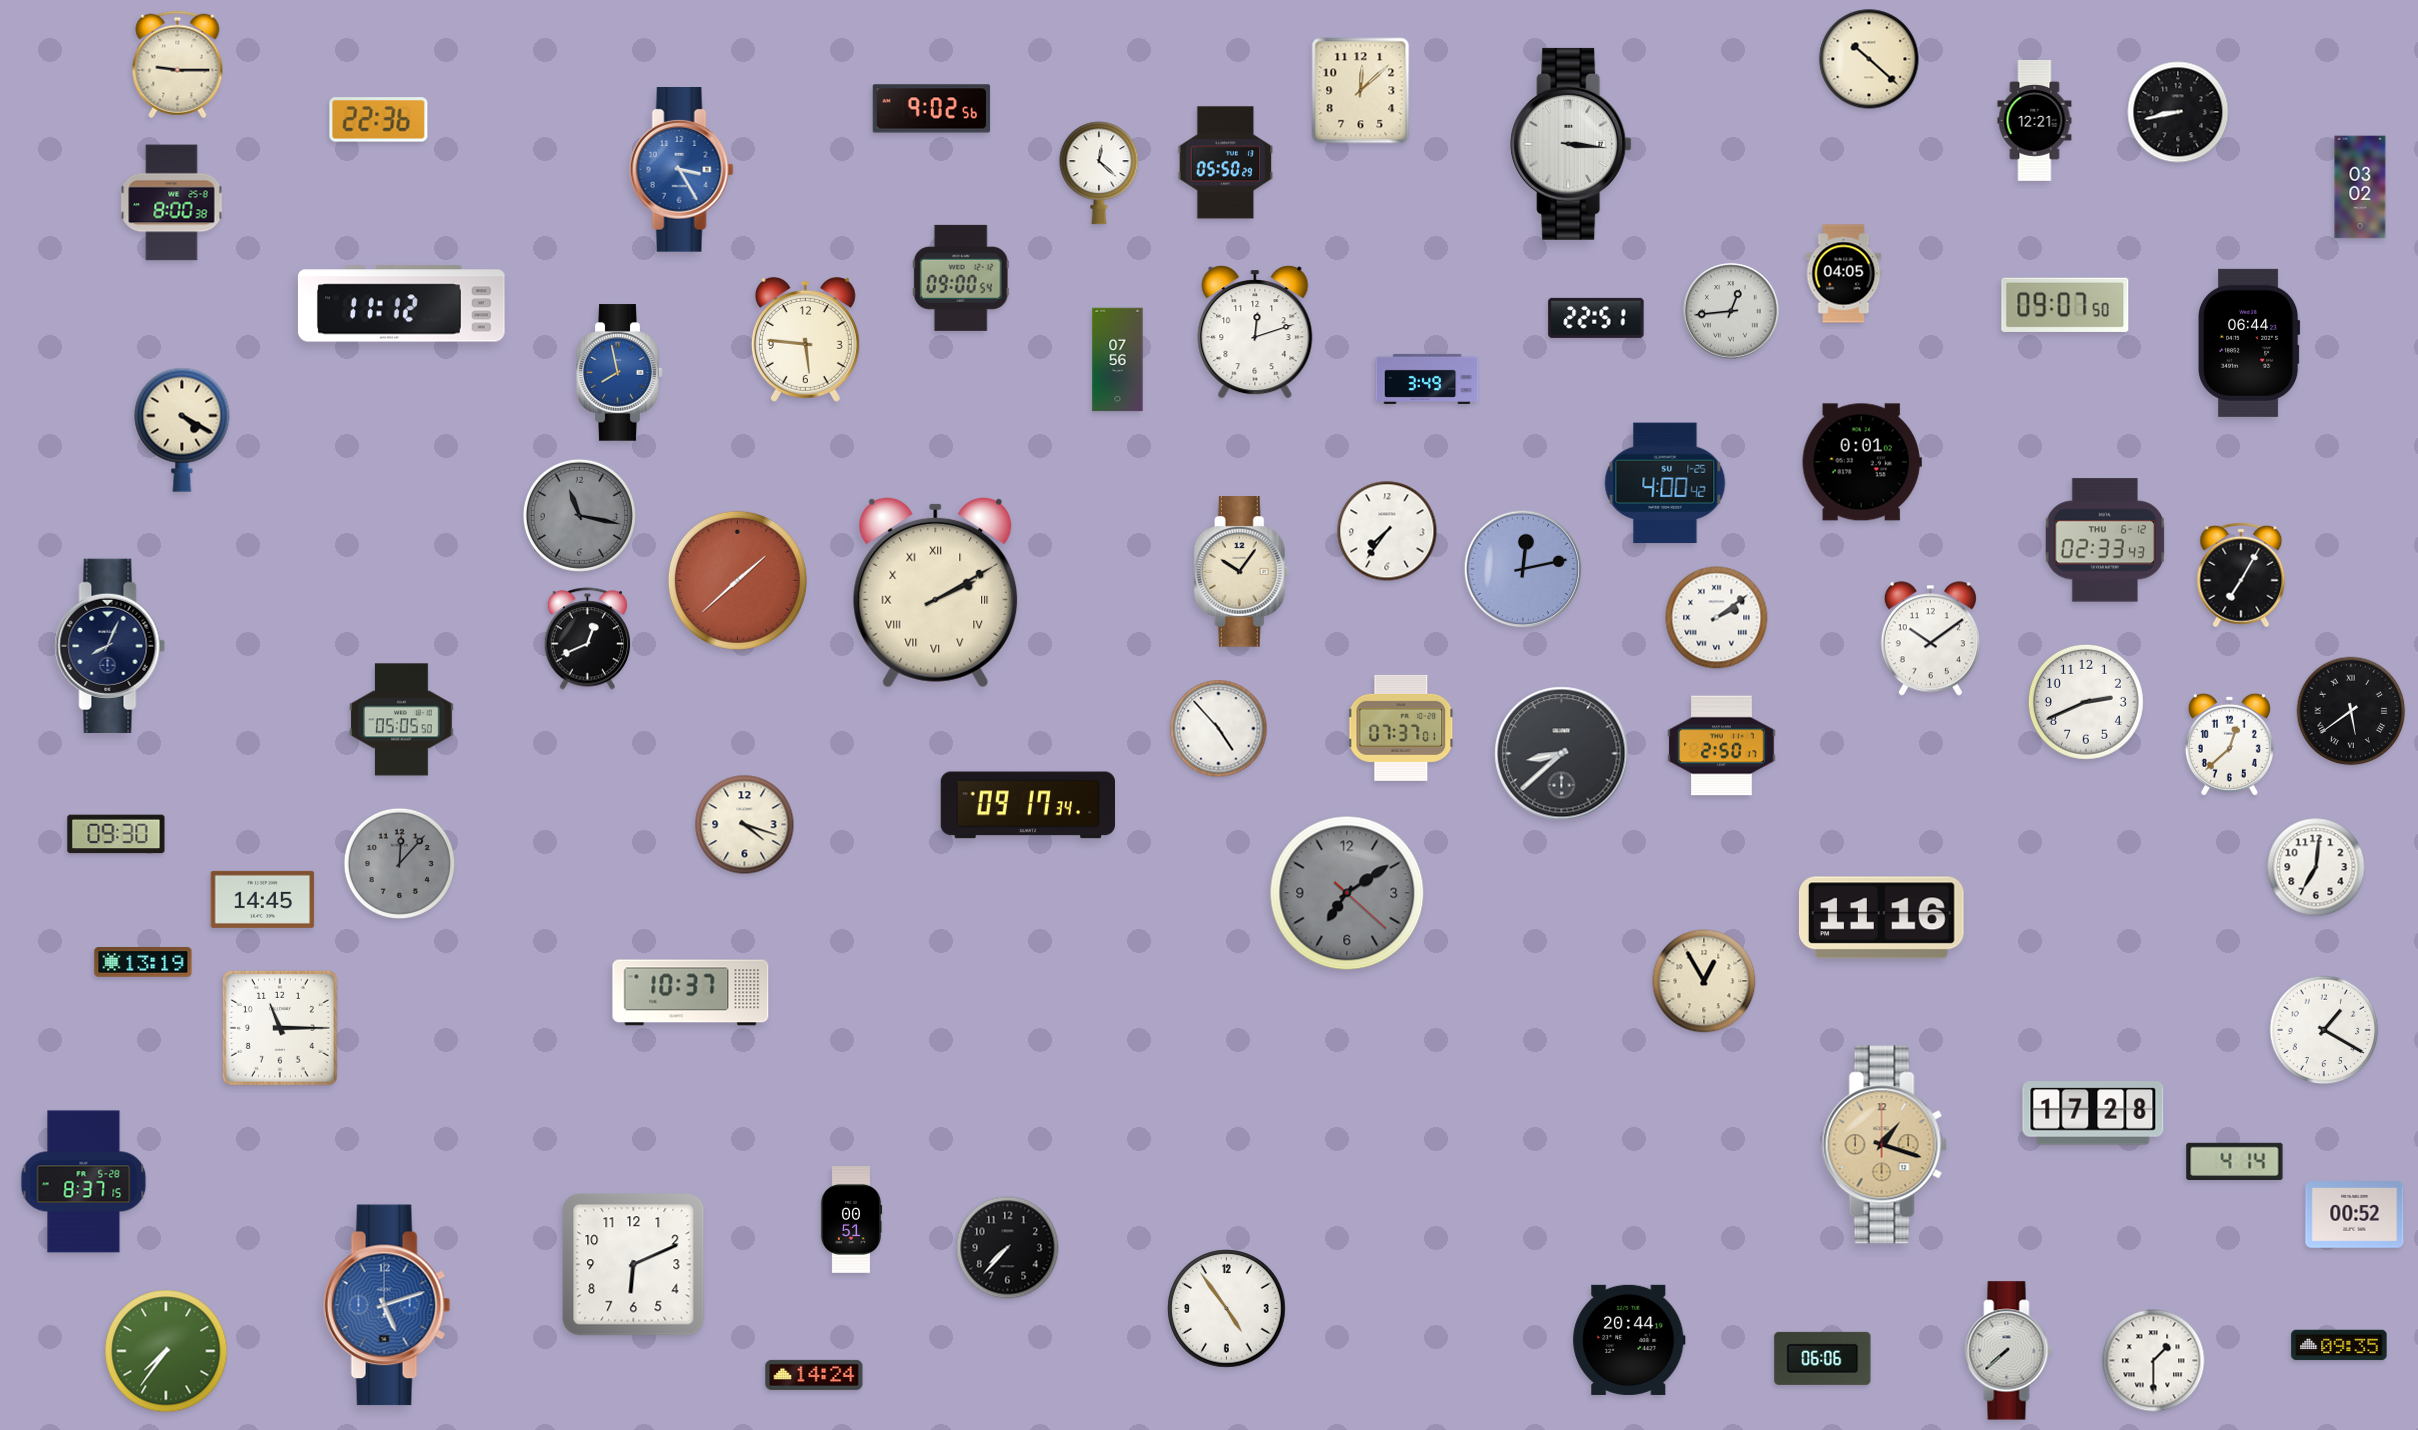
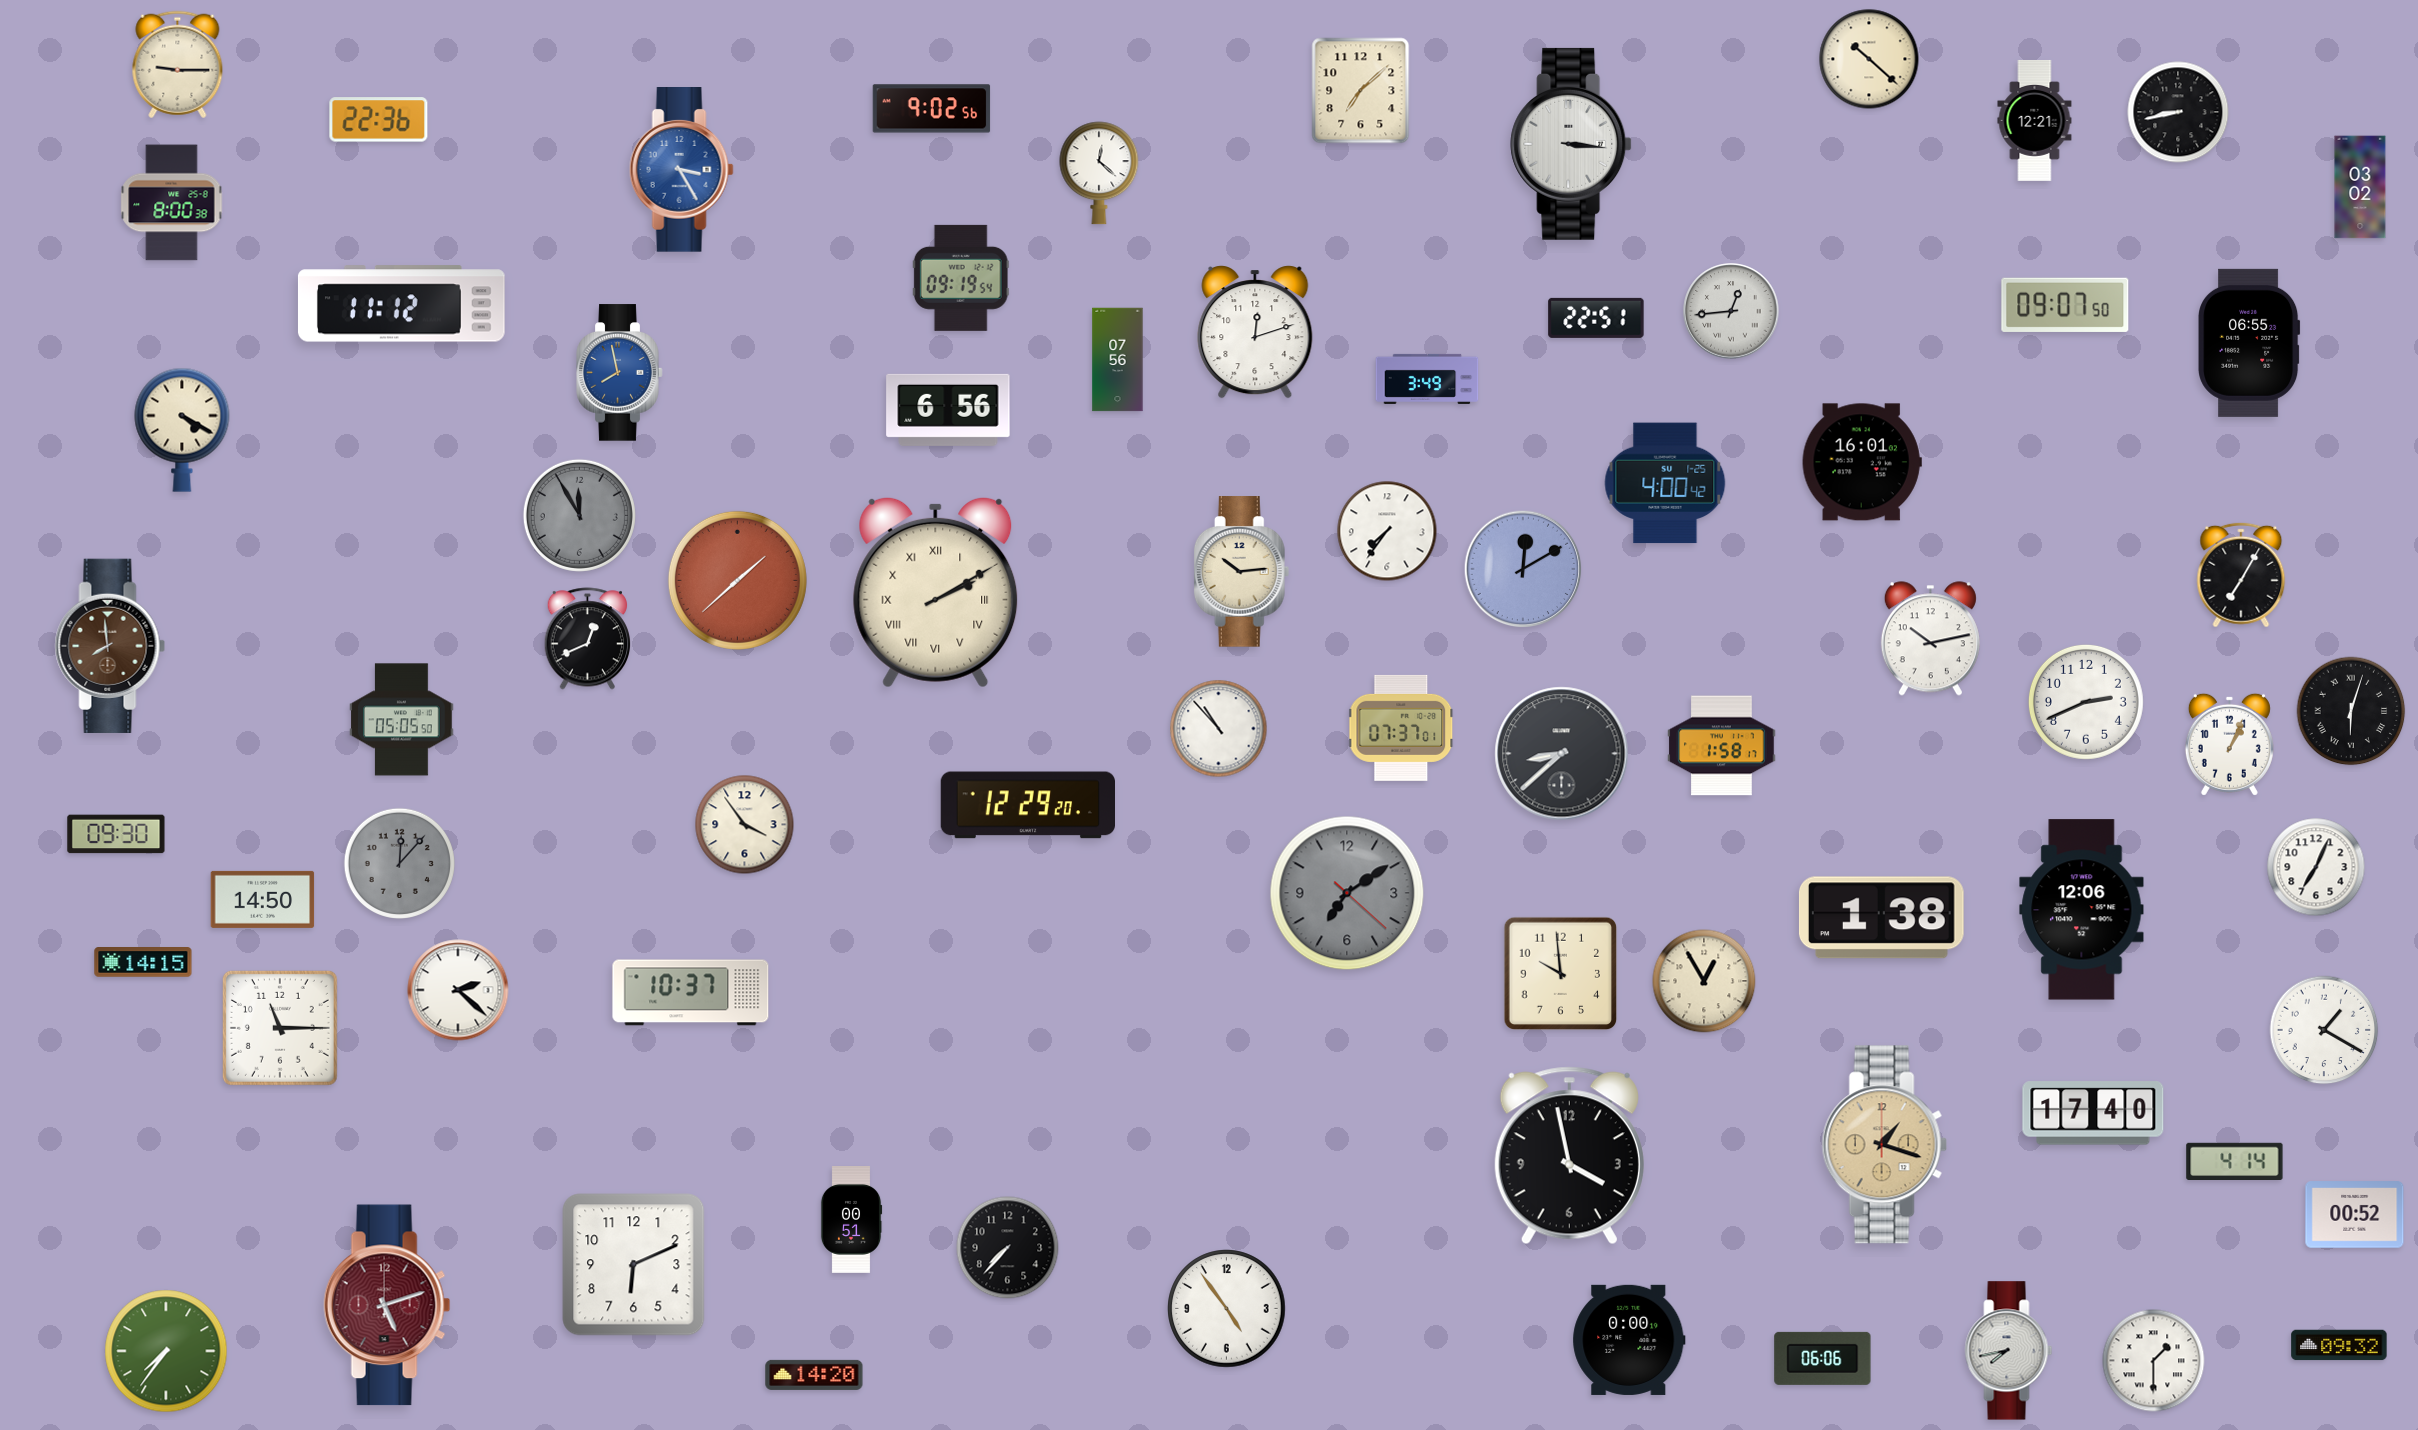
clock at (1361, 91): 12:08 -> 7:08
clock at (1226, 163): 05:50 -> none
clock at (1844, 274): 04:05 -> none
clock at (961, 278): 09:00 -> 09:19
clock at (805, 339): 5:46 -> none
clock at (2249, 343): 06:44 -> 06:55
clock at (948, 410): none -> 6:56
clock at (1862, 462): 0:01 -> 16:01
clock at (579, 515): 11:17 -> 11:55
clock at (2105, 540): 02:33 -> none
clock at (1523, 569): 12:13 -> 12:10
clock at (1242, 572): 10:06 -> 10:14
clock at (1717, 618): 2:09 -> none
clock at (1930, 639): 10:09 -> 10:13
clock at (110, 646): 8:04 -> 7:59
clock at (110, 646) dial: navy -> brown
clock at (2351, 711): 5:39 -> 6:03
clock at (1219, 729): 4:53 -> 10:53
clock at (2229, 744): 12:38 -> 1:04
clock at (1722, 746): 2:50 -> 1:58
clock at (1027, 805): 09:17 -> 12:29
clock at (745, 825): 4:18 -> 3:54
clock at (2316, 867): 7:01 -> 7:04
clock at (263, 899): 14:45 -> 14:50
clock at (2082, 910): none -> 12:06
clock at (1882, 918): 11:16 -> 1:38
clock at (143, 962): 13:19 -> 14:15
clock at (1561, 974): none -> 9:59
clock at (458, 990): none -> 2:22
clock at (2093, 1113): 17:28 -> 17:40
clock at (1569, 1156): none -> 3:58
clock at (84, 1182): 8:37 -> none
clock at (387, 1305) dial: blue -> burgundy
clock at (1629, 1340): 20:44 -> 0:00
clock at (2339, 1345): 09:35 -> 09:32
clock at (2009, 1351): 7:38 -> 7:43
clock at (814, 1375): 14:24 -> 14:20
